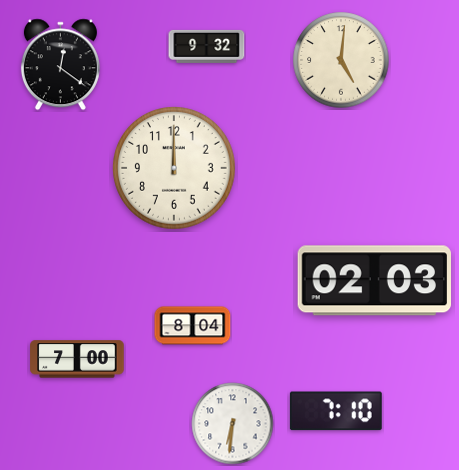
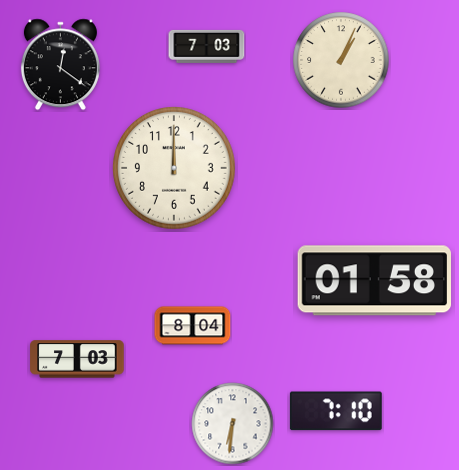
clock at (207, 46): 9:32 -> 7:03
clock at (341, 60): 5:01 -> 1:04
clock at (374, 281): 02:03 -> 01:58
clock at (77, 359): 7:00 -> 7:03
